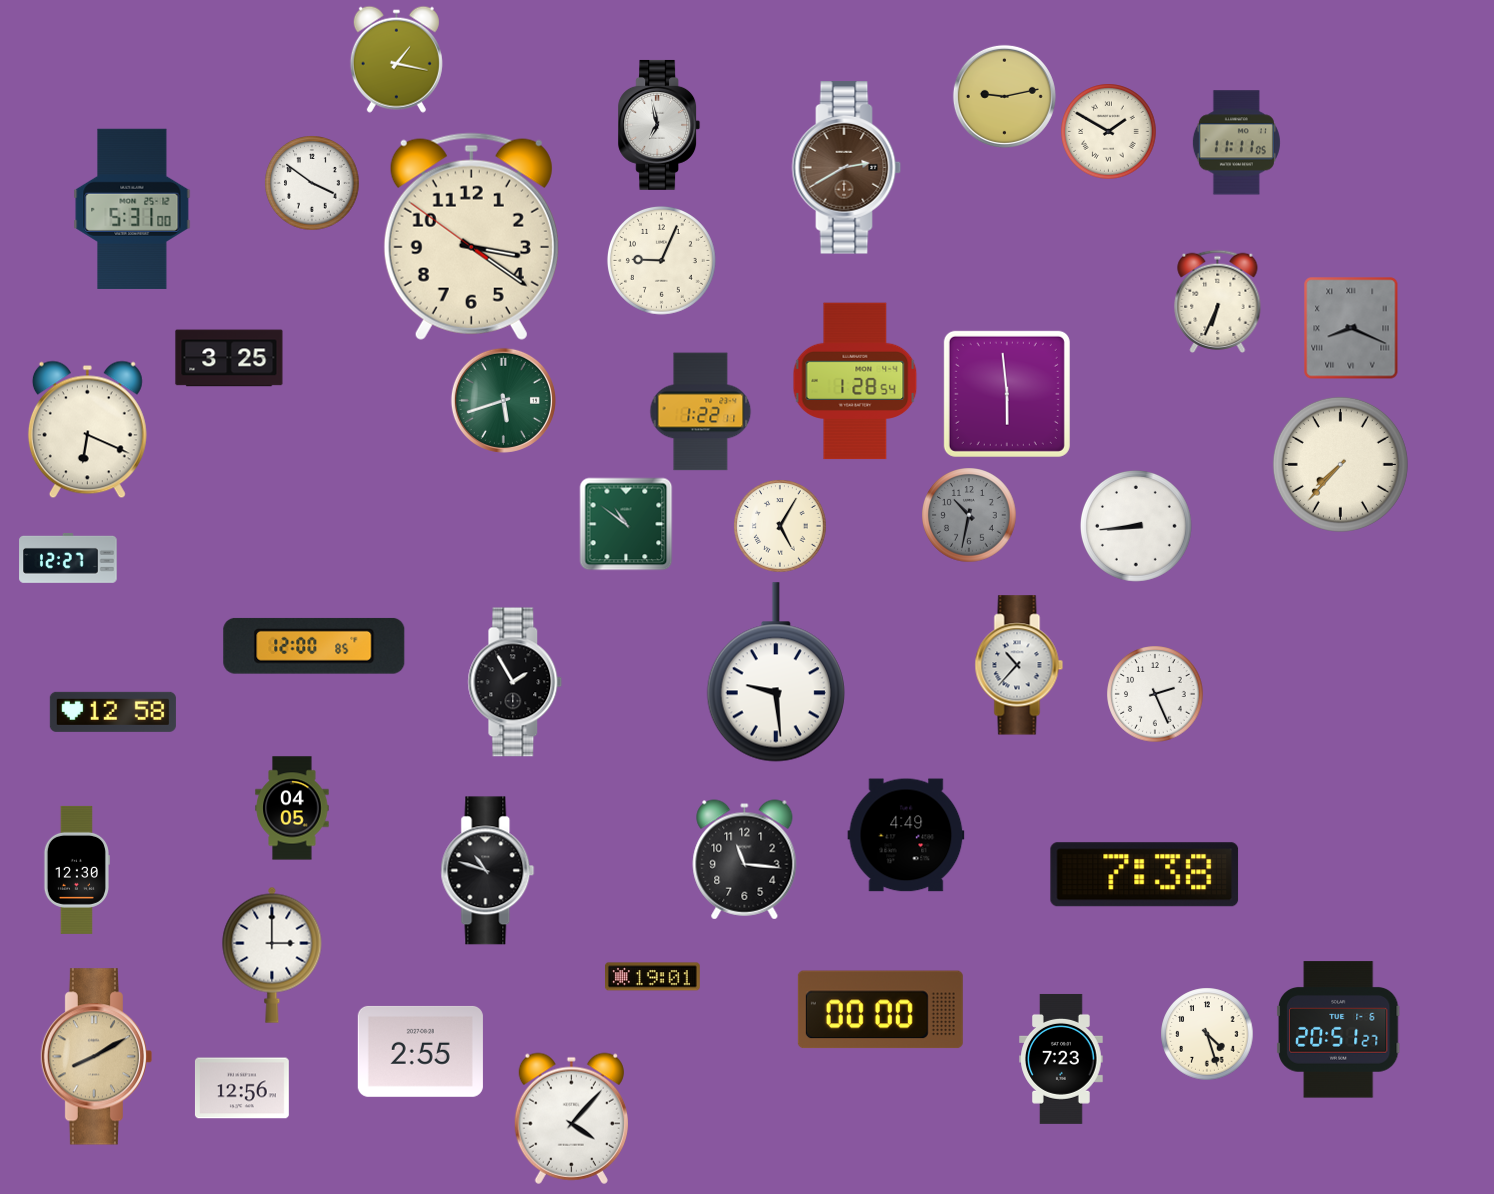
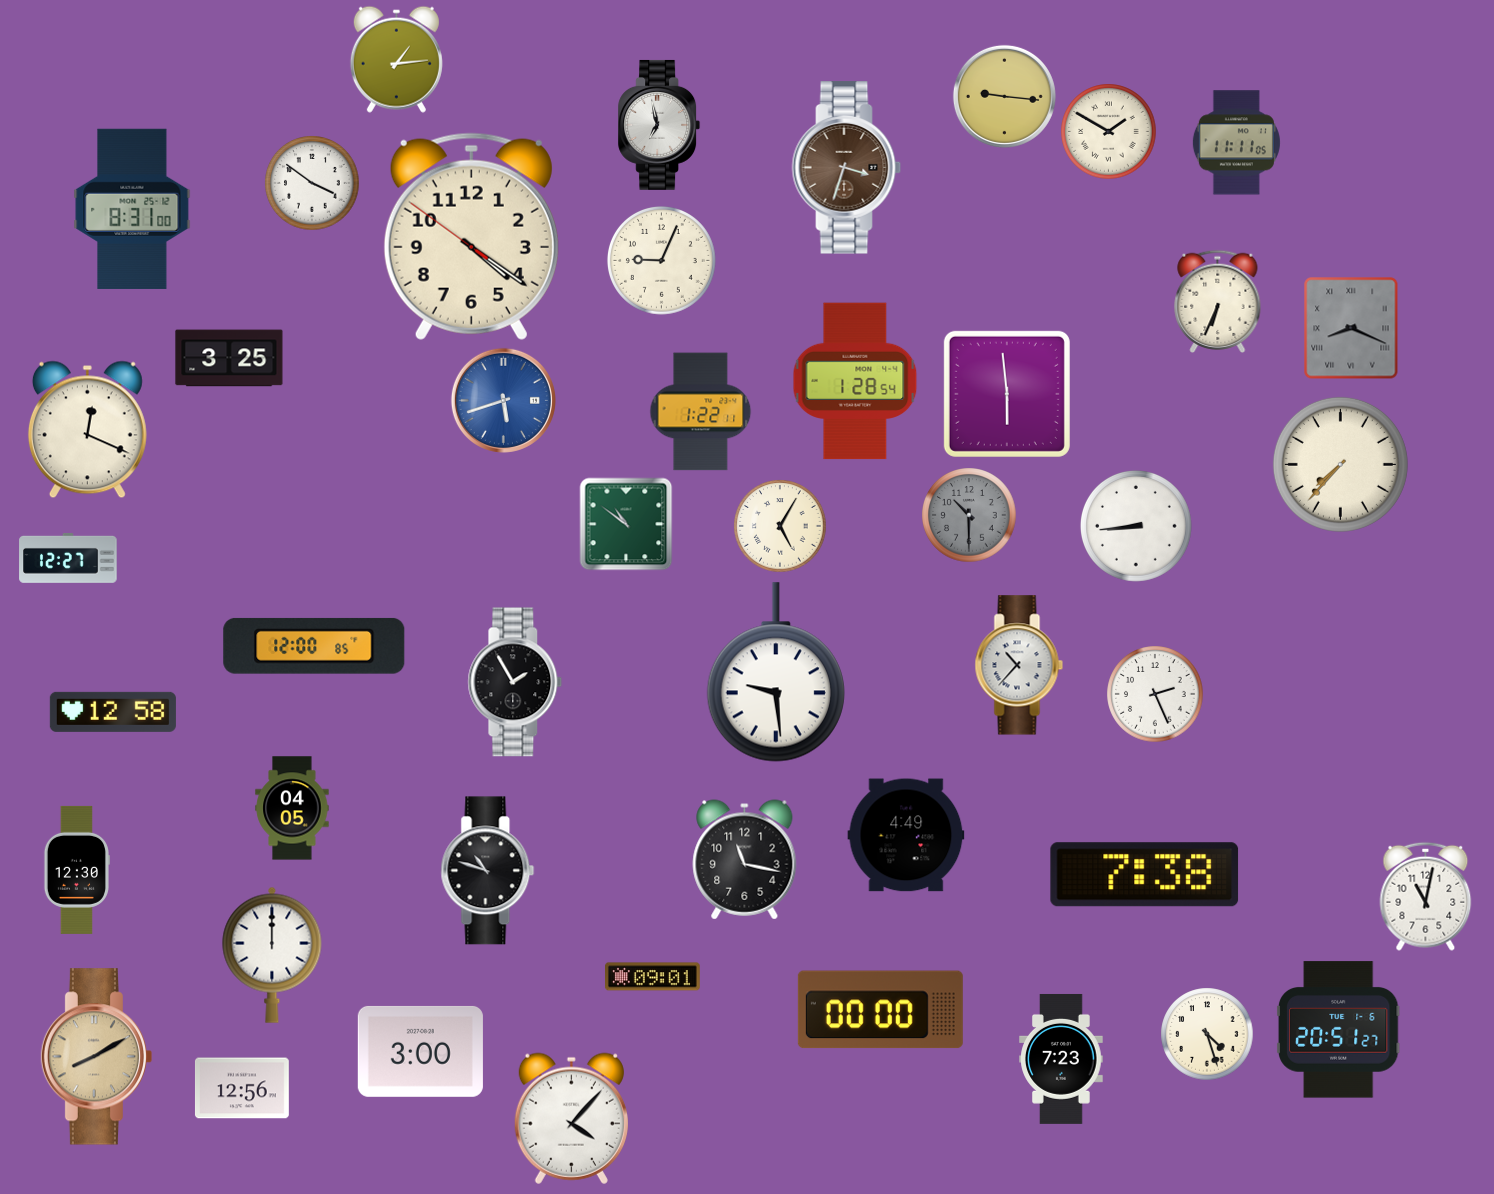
clock at (396, 59): 1:17 -> 1:14
clock at (1004, 96): 9:13 -> 9:16
clock at (847, 168): 2:40 -> 3:33
clock at (132, 209): 5:31 -> 8:31
clock at (471, 236): 3:20 -> 4:20
clock at (503, 400) dial: green -> blue
clock at (87, 430): 6:19 -> 12:19
clock at (969, 515): 10:32 -> 10:30
clock at (745, 860): 11:16 -> 11:17
clock at (1426, 896): none -> 11:02
clock at (272, 955): 3:00 -> 12:00
clock at (653, 977): 19:01 -> 09:01
clock at (420, 1051): 2:55 -> 3:00
